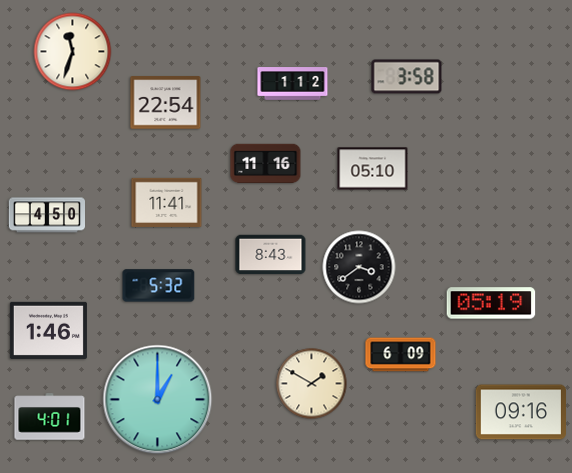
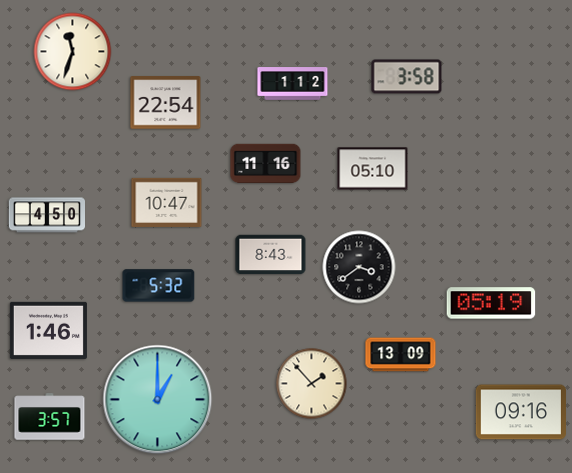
clock at (167, 202): 11:41 -> 10:47
clock at (401, 355): 6:09 -> 13:09
clock at (312, 384): 1:50 -> 1:53
clock at (50, 417): 4:01 -> 3:57
